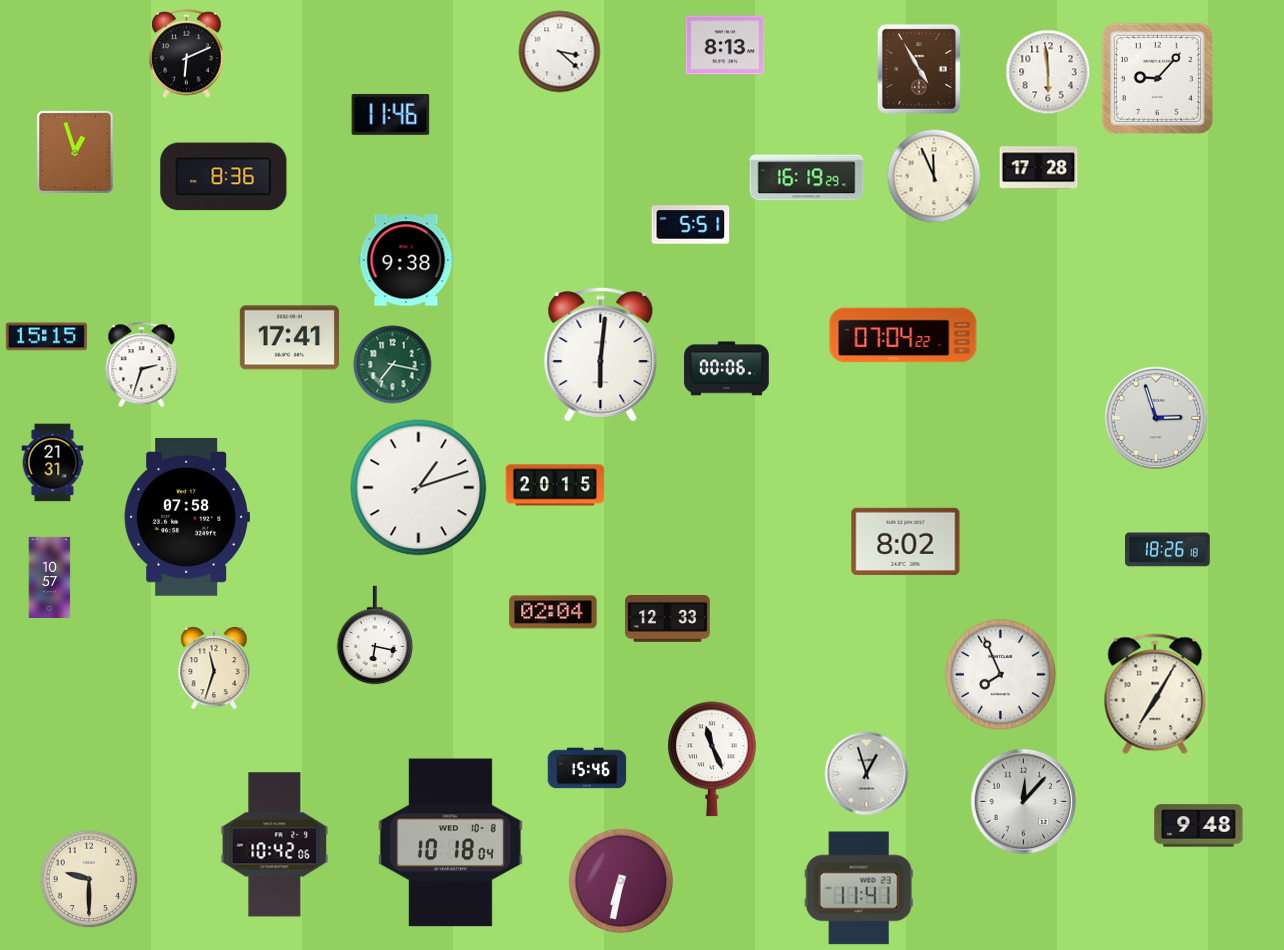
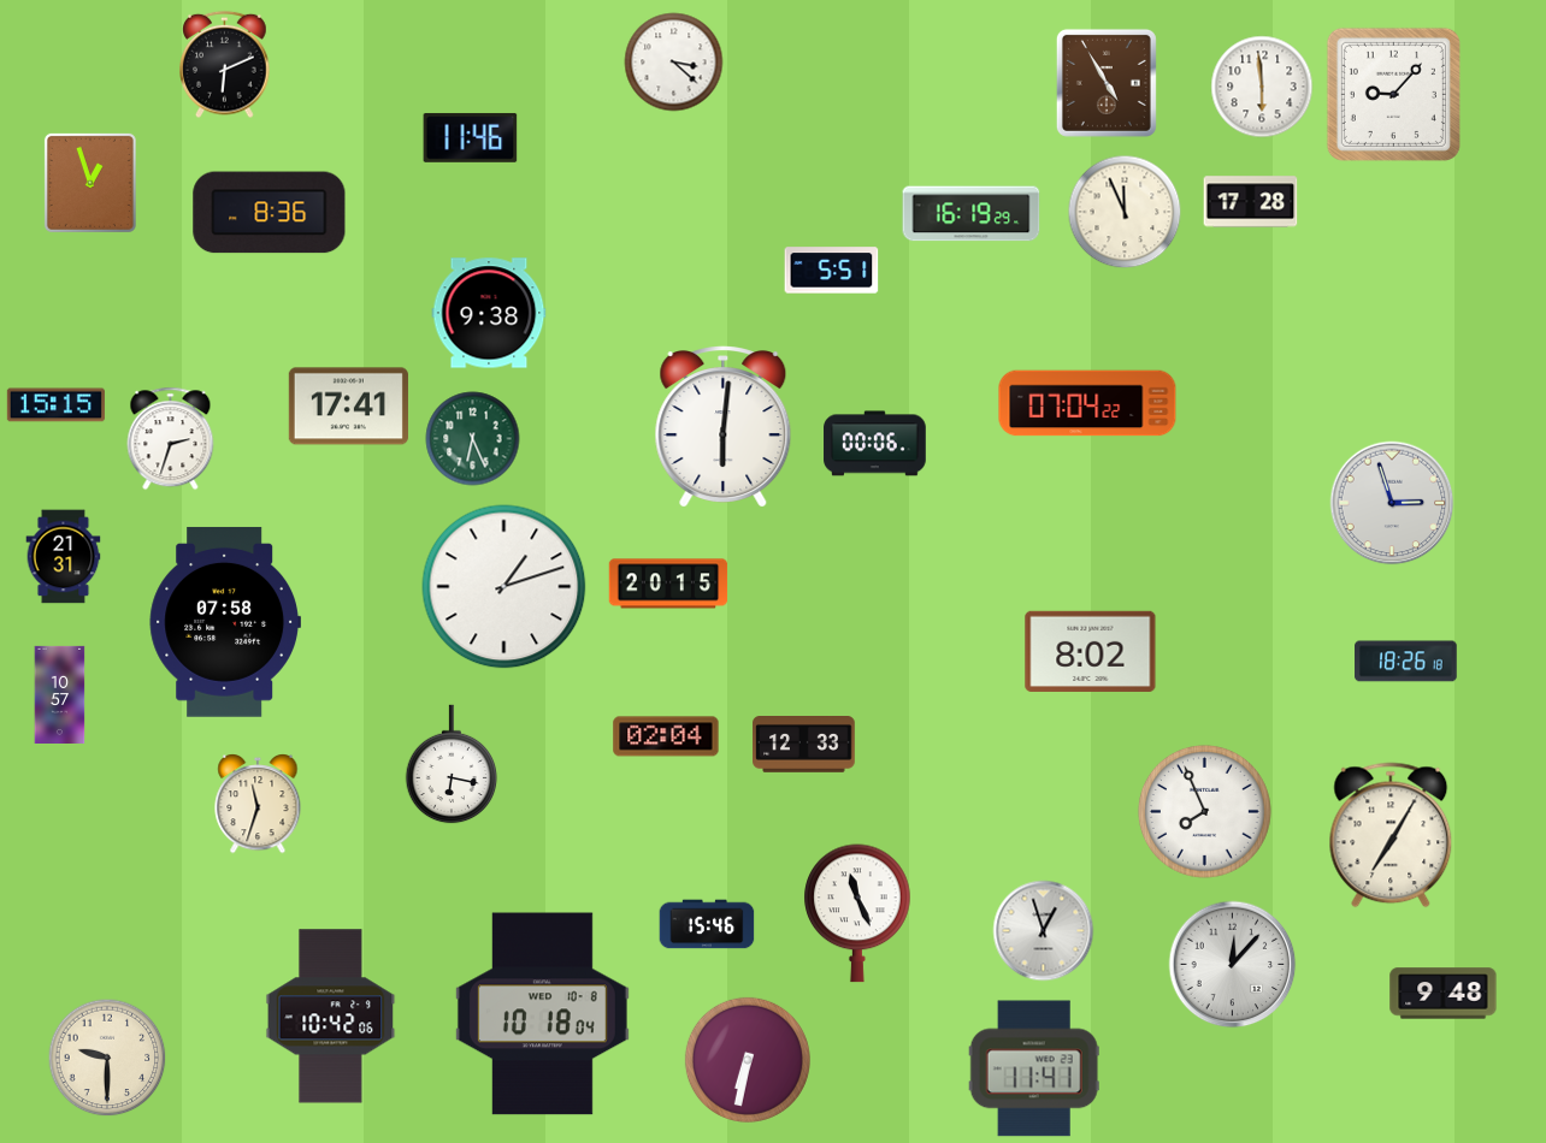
clock at (725, 45): 8:13 -> none
clock at (393, 365): 7:17 -> 6:26
